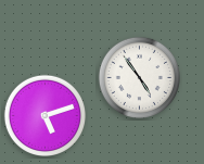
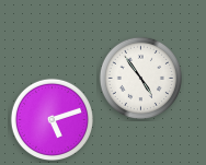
clock at (44, 115) position: (44, 115) -> (51, 119)
